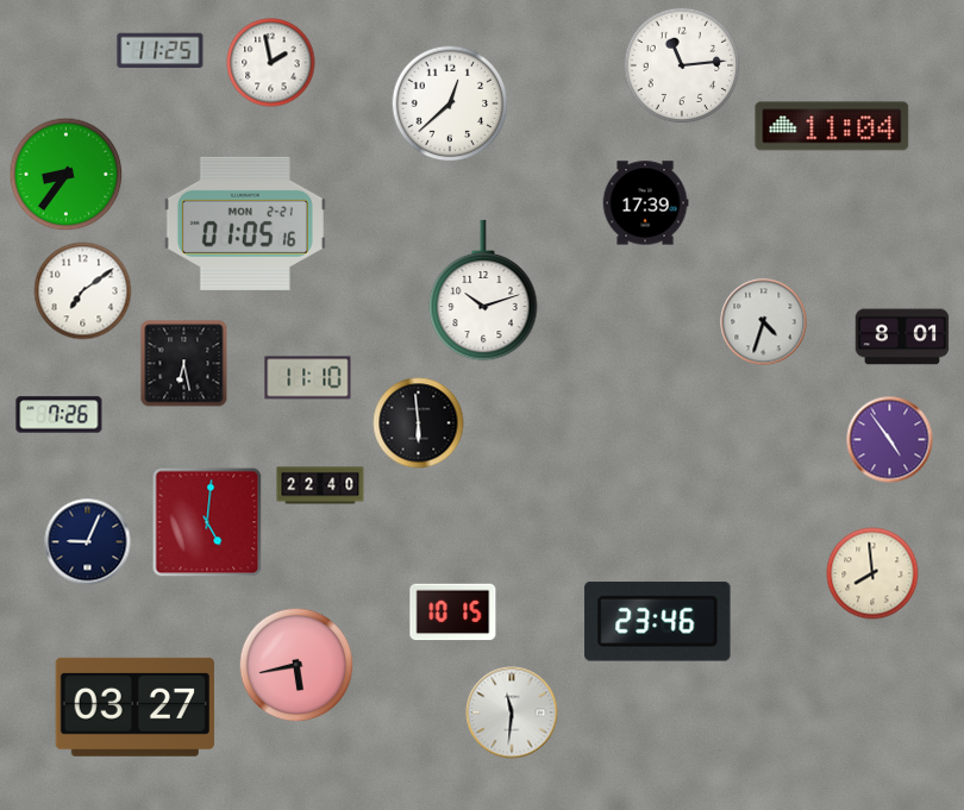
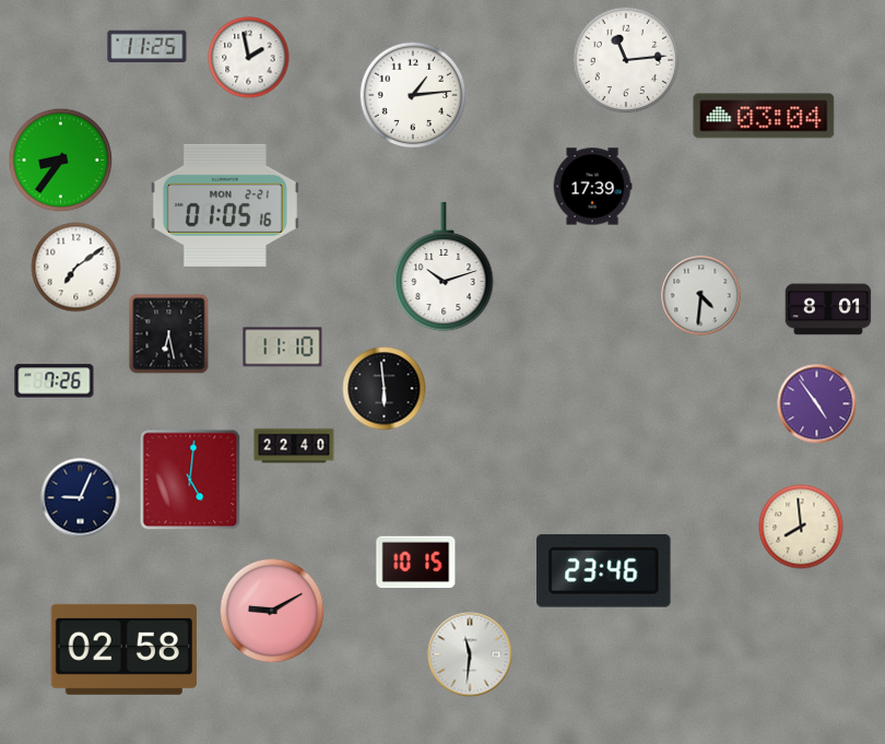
clock at (450, 103): 12:38 -> 1:14
clock at (832, 126): 11:04 -> 03:04
clock at (764, 322): 4:33 -> 4:31
clock at (296, 665): 5:43 -> 9:10
clock at (134, 707): 03:27 -> 02:58
